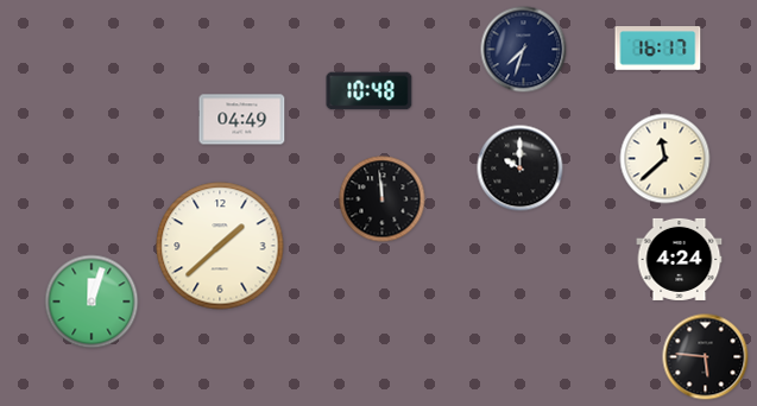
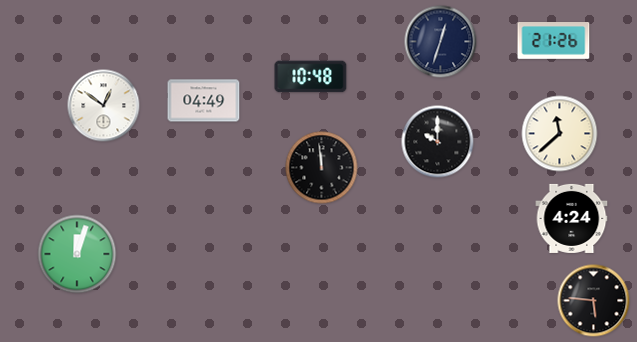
clock at (658, 49): 16:17 -> 21:26
clock at (524, 50): 7:33 -> 12:33
clock at (104, 106): none -> 12:51
clock at (220, 246): 1:38 -> none
